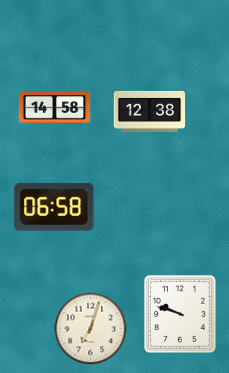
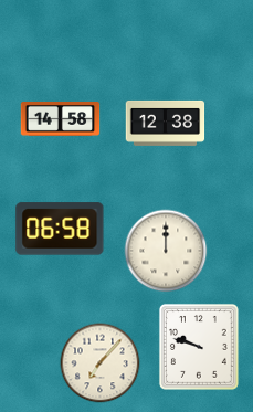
clock at (166, 251): none -> 12:00
clock at (91, 329): 7:03 -> 7:07
